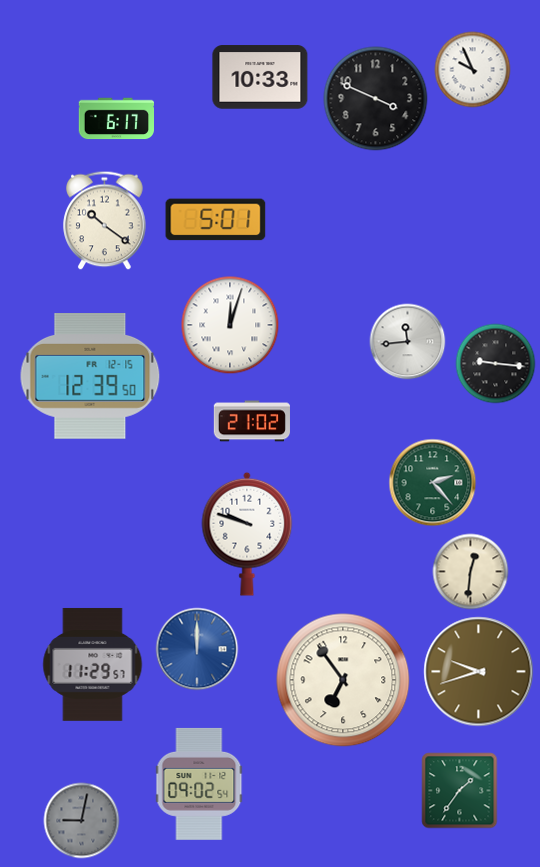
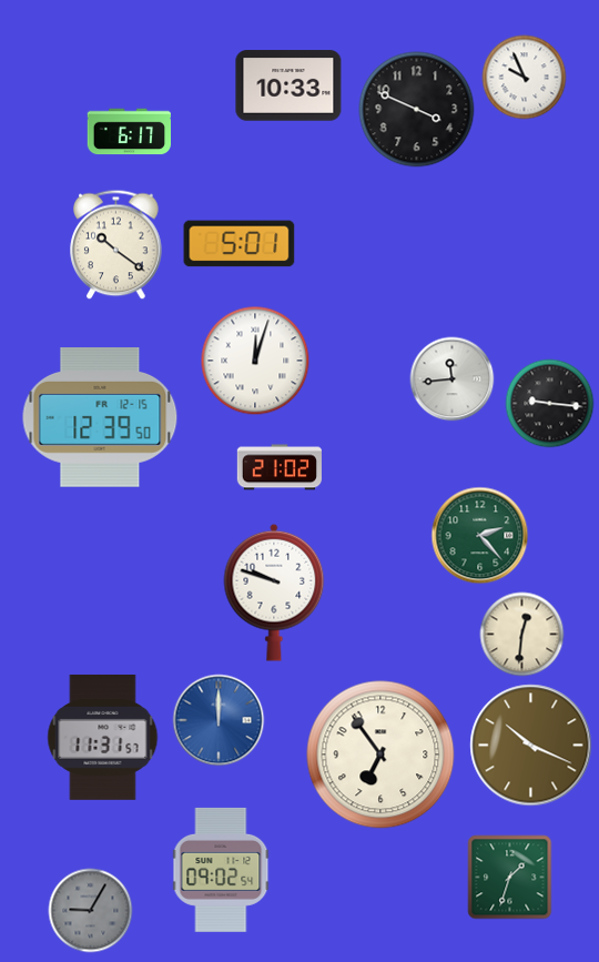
clock at (93, 664): 11:29 -> 11:31
clock at (479, 672): 9:42 -> 10:19
clock at (460, 791): 1:36 -> 1:33
clock at (82, 821): 9:02 -> 9:05
